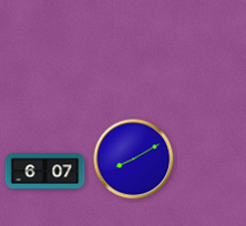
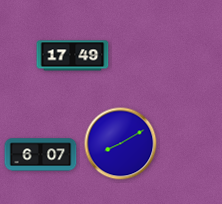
clock at (73, 56): none -> 17:49
